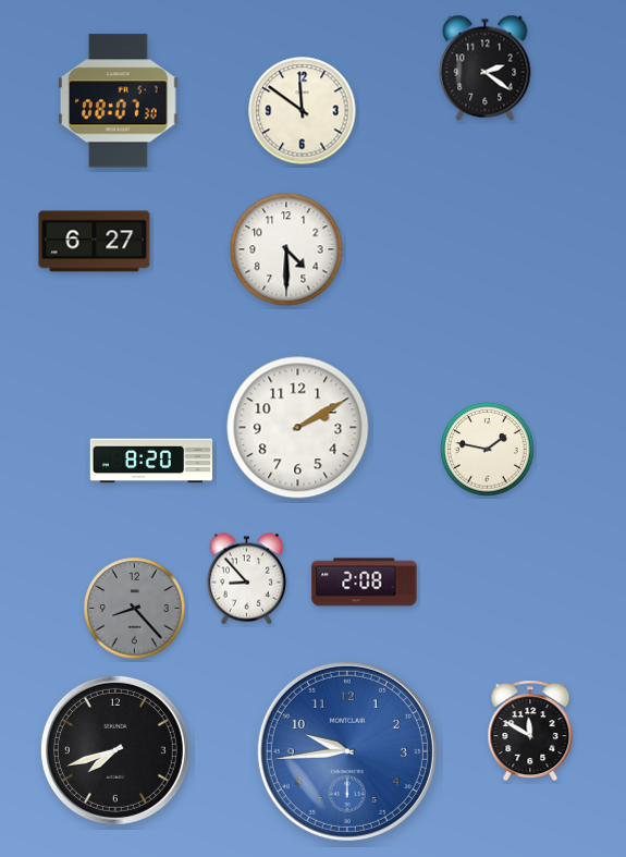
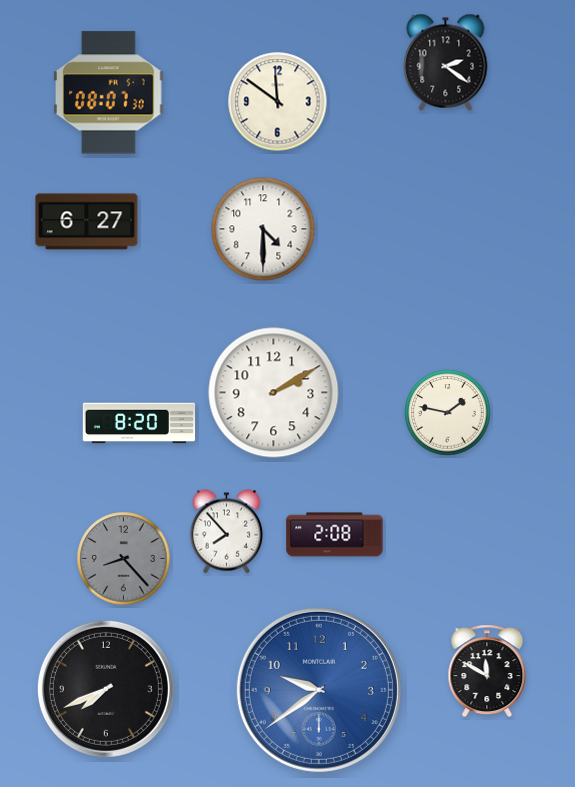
clock at (246, 579): 8:53 -> 7:53
clock at (115, 750): 7:42 -> 7:41
clock at (347, 751): 9:44 -> 9:39
